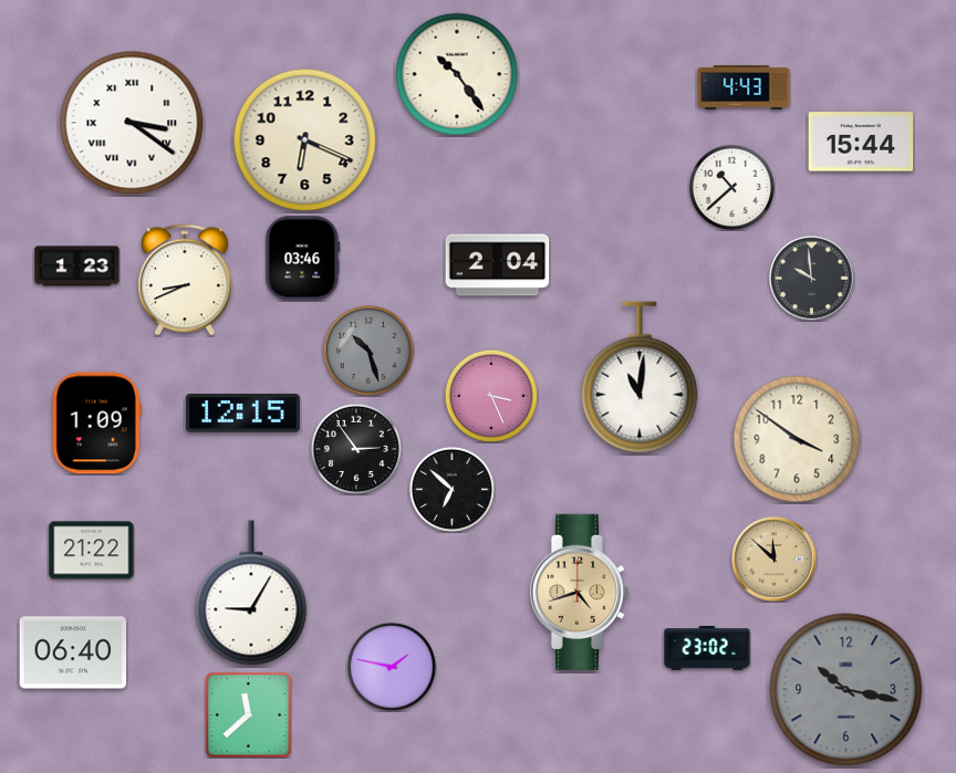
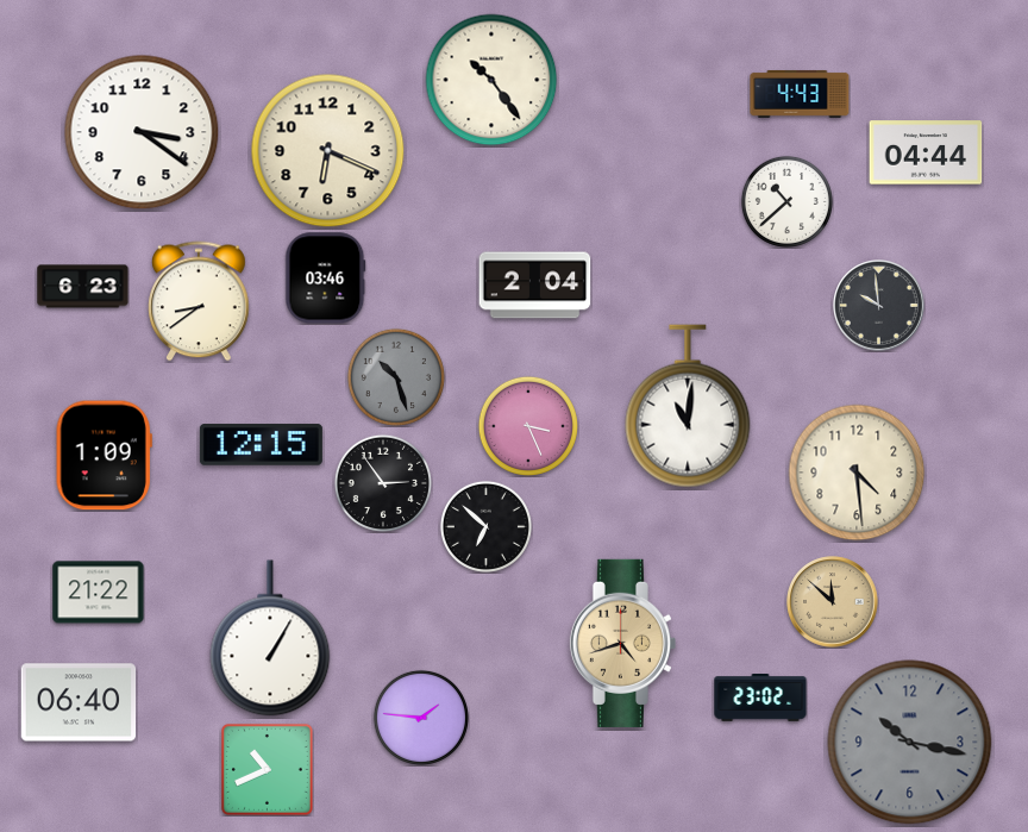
clock at (132, 123) numerals: Roman -> Arabic
clock at (861, 142): 15:44 -> 04:44
clock at (77, 267): 1:23 -> 6:23
clock at (812, 279) position: (812, 279) -> (879, 306)
clock at (185, 280): 8:41 -> 8:39
clock at (797, 439): 3:51 -> 4:29
clock at (579, 592) position: (579, 592) -> (622, 643)
clock at (251, 593): 9:05 -> 1:05
clock at (392, 667): 1:47 -> 1:46
clock at (248, 714): 11:38 -> 10:41
